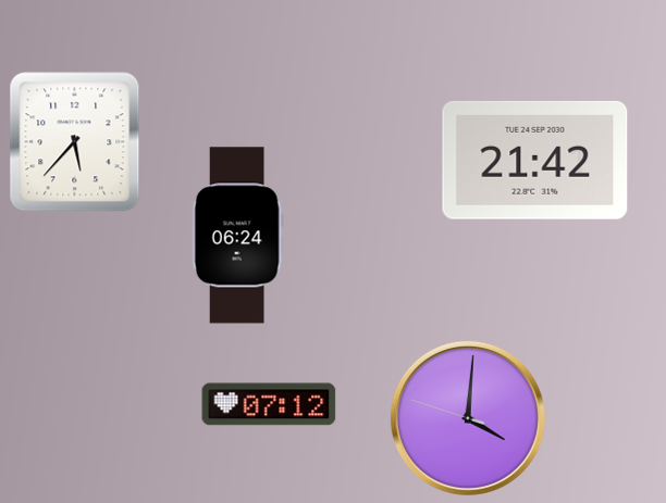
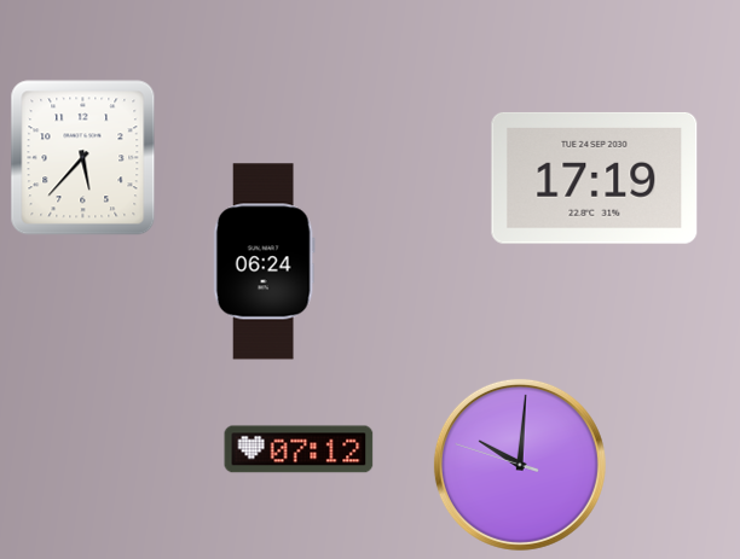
clock at (535, 160): 21:42 -> 17:19
clock at (468, 418): 4:00 -> 10:00
